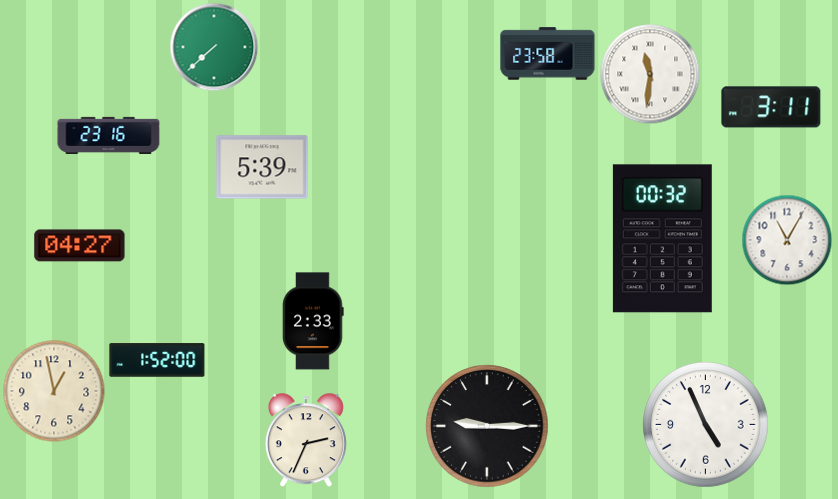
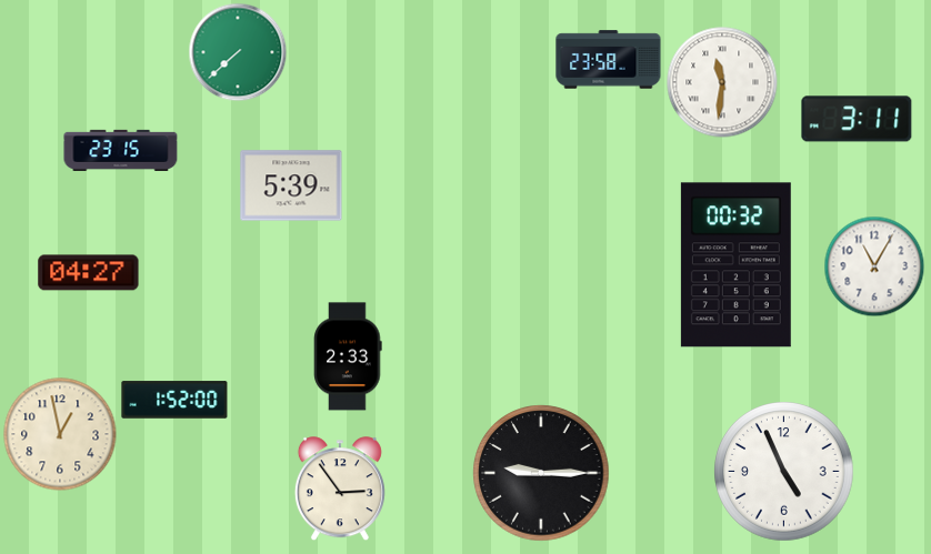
clock at (109, 135): 23:16 -> 23:15
clock at (306, 440): 2:34 -> 2:54
